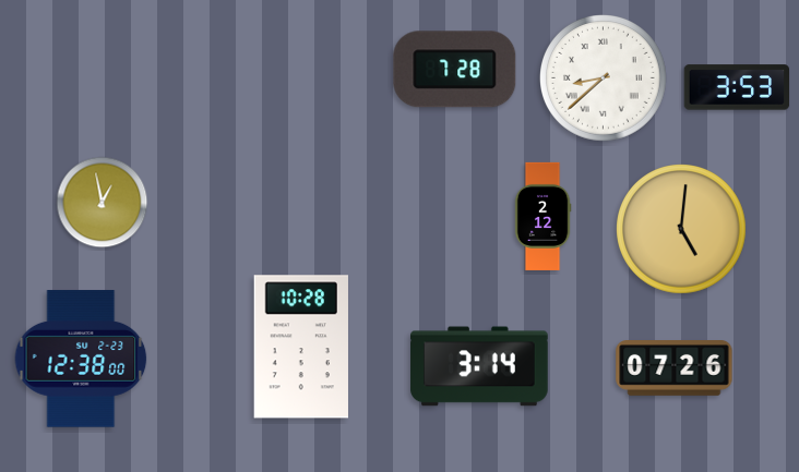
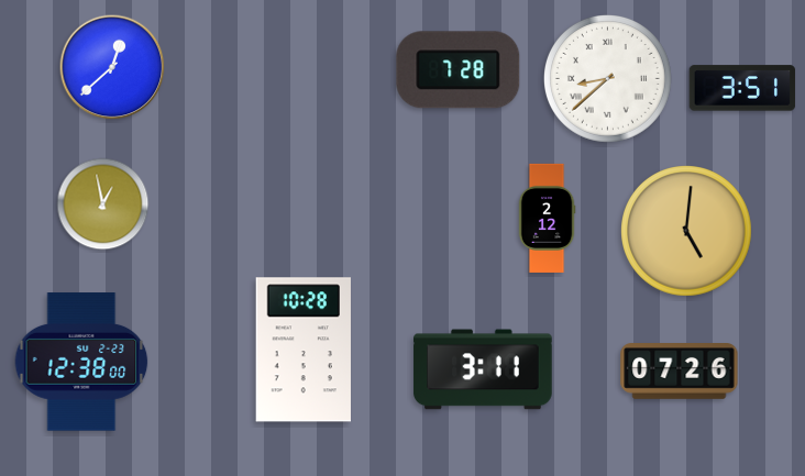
clock at (112, 67): none -> 12:38
clock at (737, 87): 3:53 -> 3:51
clock at (479, 366): 3:14 -> 3:11
